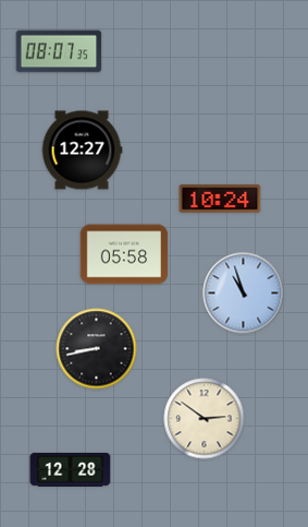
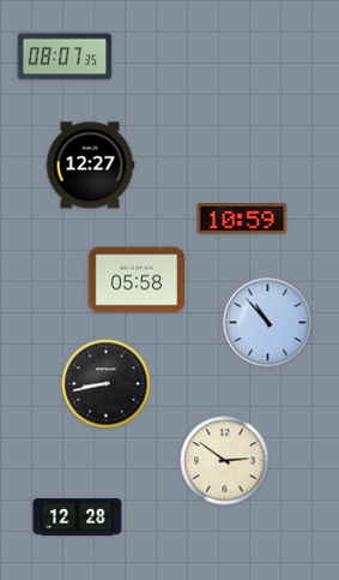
clock at (220, 199): 10:24 -> 10:59
clock at (244, 294): 10:57 -> 10:53
